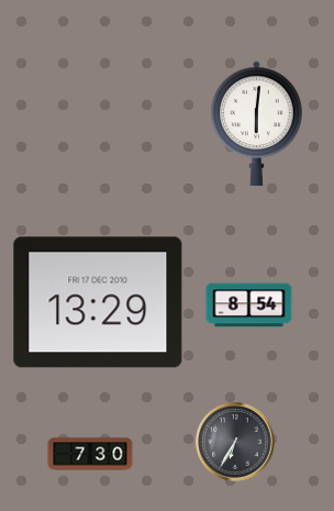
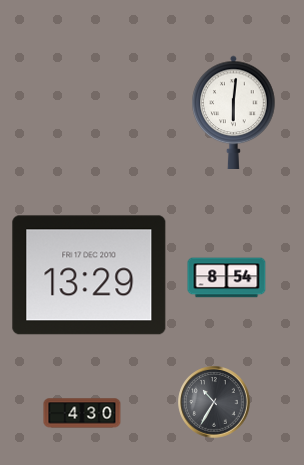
clock at (235, 442): 6:35 -> 10:35
clock at (90, 454): 7:30 -> 4:30
